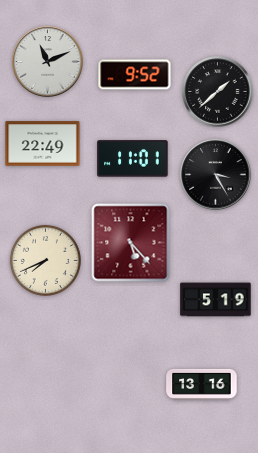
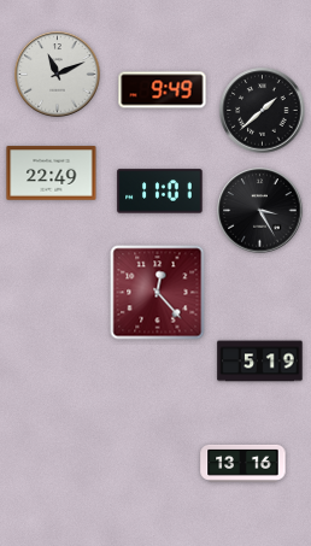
clock at (135, 75): 9:52 -> 9:49
clock at (131, 243): 5:23 -> 12:23
clock at (45, 260): 7:41 -> none
